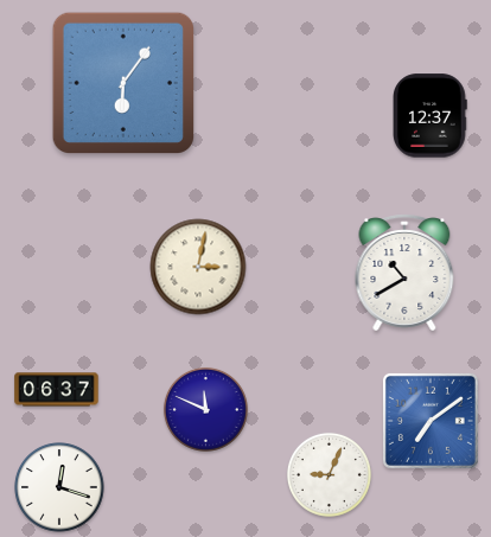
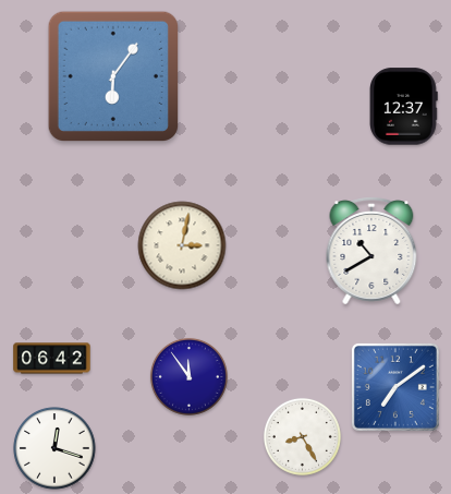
clock at (431, 116) position: (431, 116) -> (404, 107)
clock at (57, 390): 06:37 -> 06:42
clock at (205, 409): 11:49 -> 11:54
clock at (329, 474): 9:04 -> 8:25
